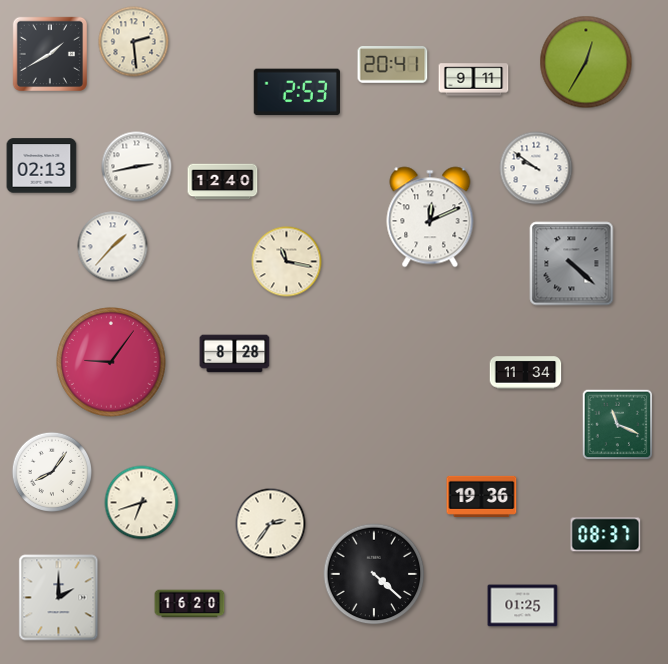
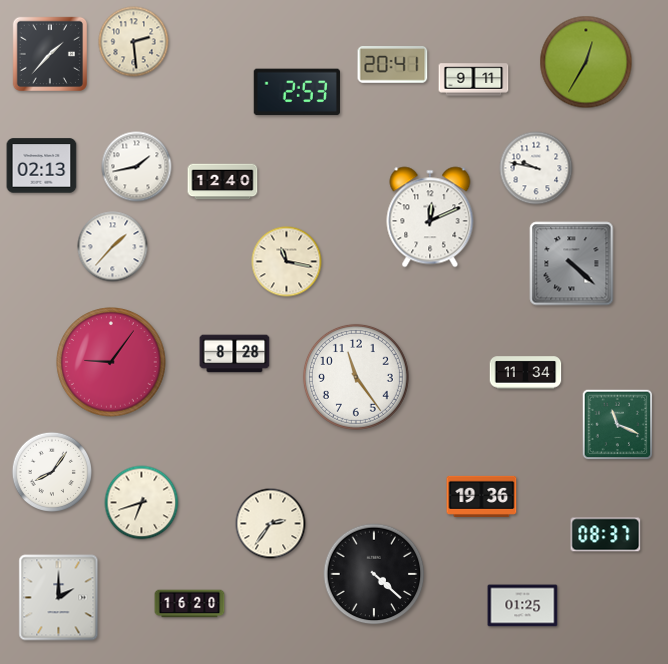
clock at (49, 53): 1:40 -> 1:37
clock at (137, 167): 2:43 -> 1:43
clock at (536, 168): 9:51 -> 9:47
clock at (356, 377): none -> 11:24
